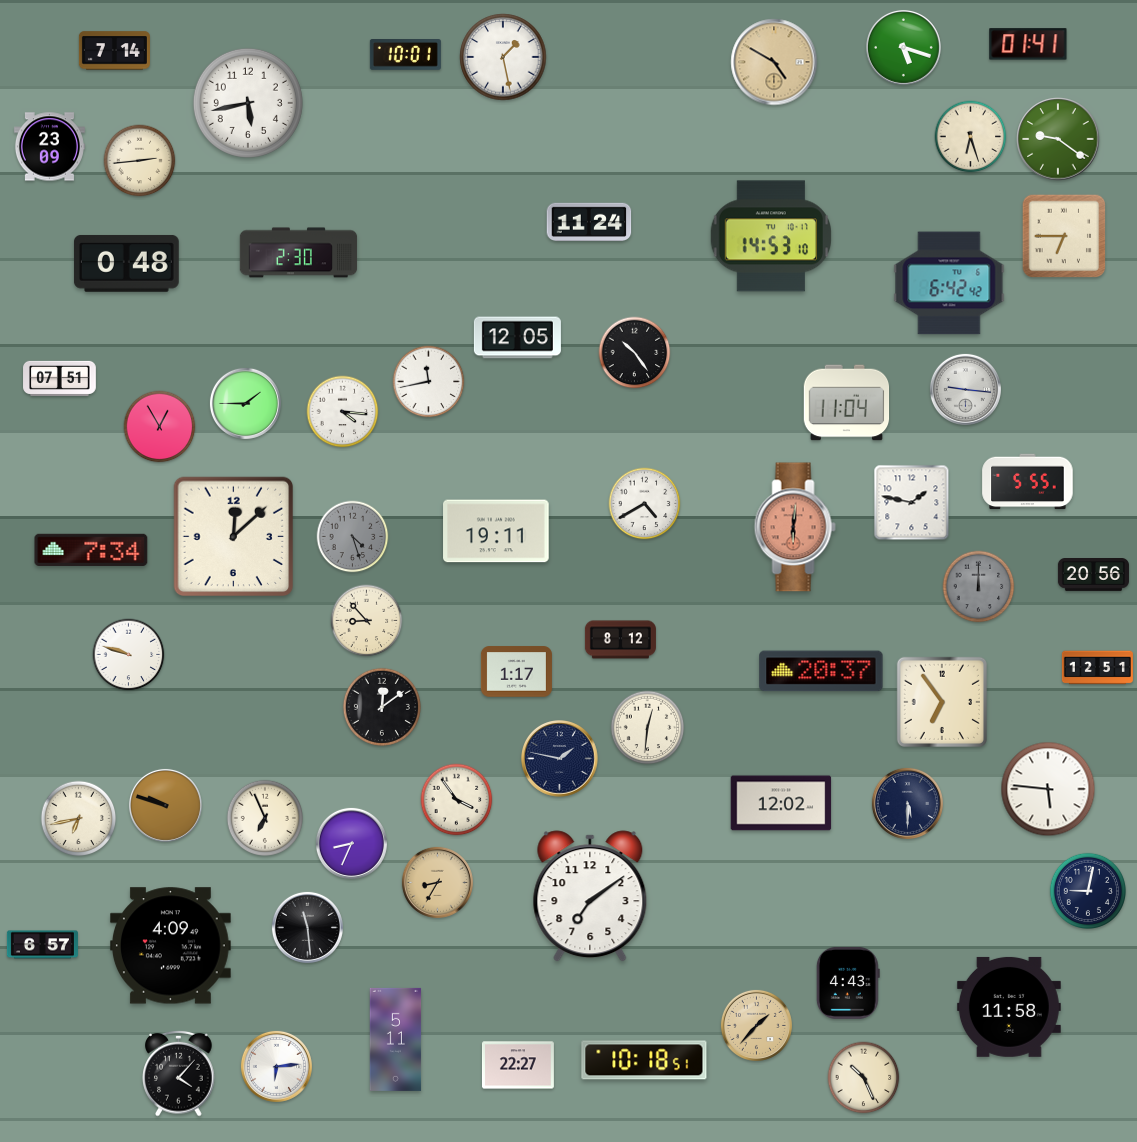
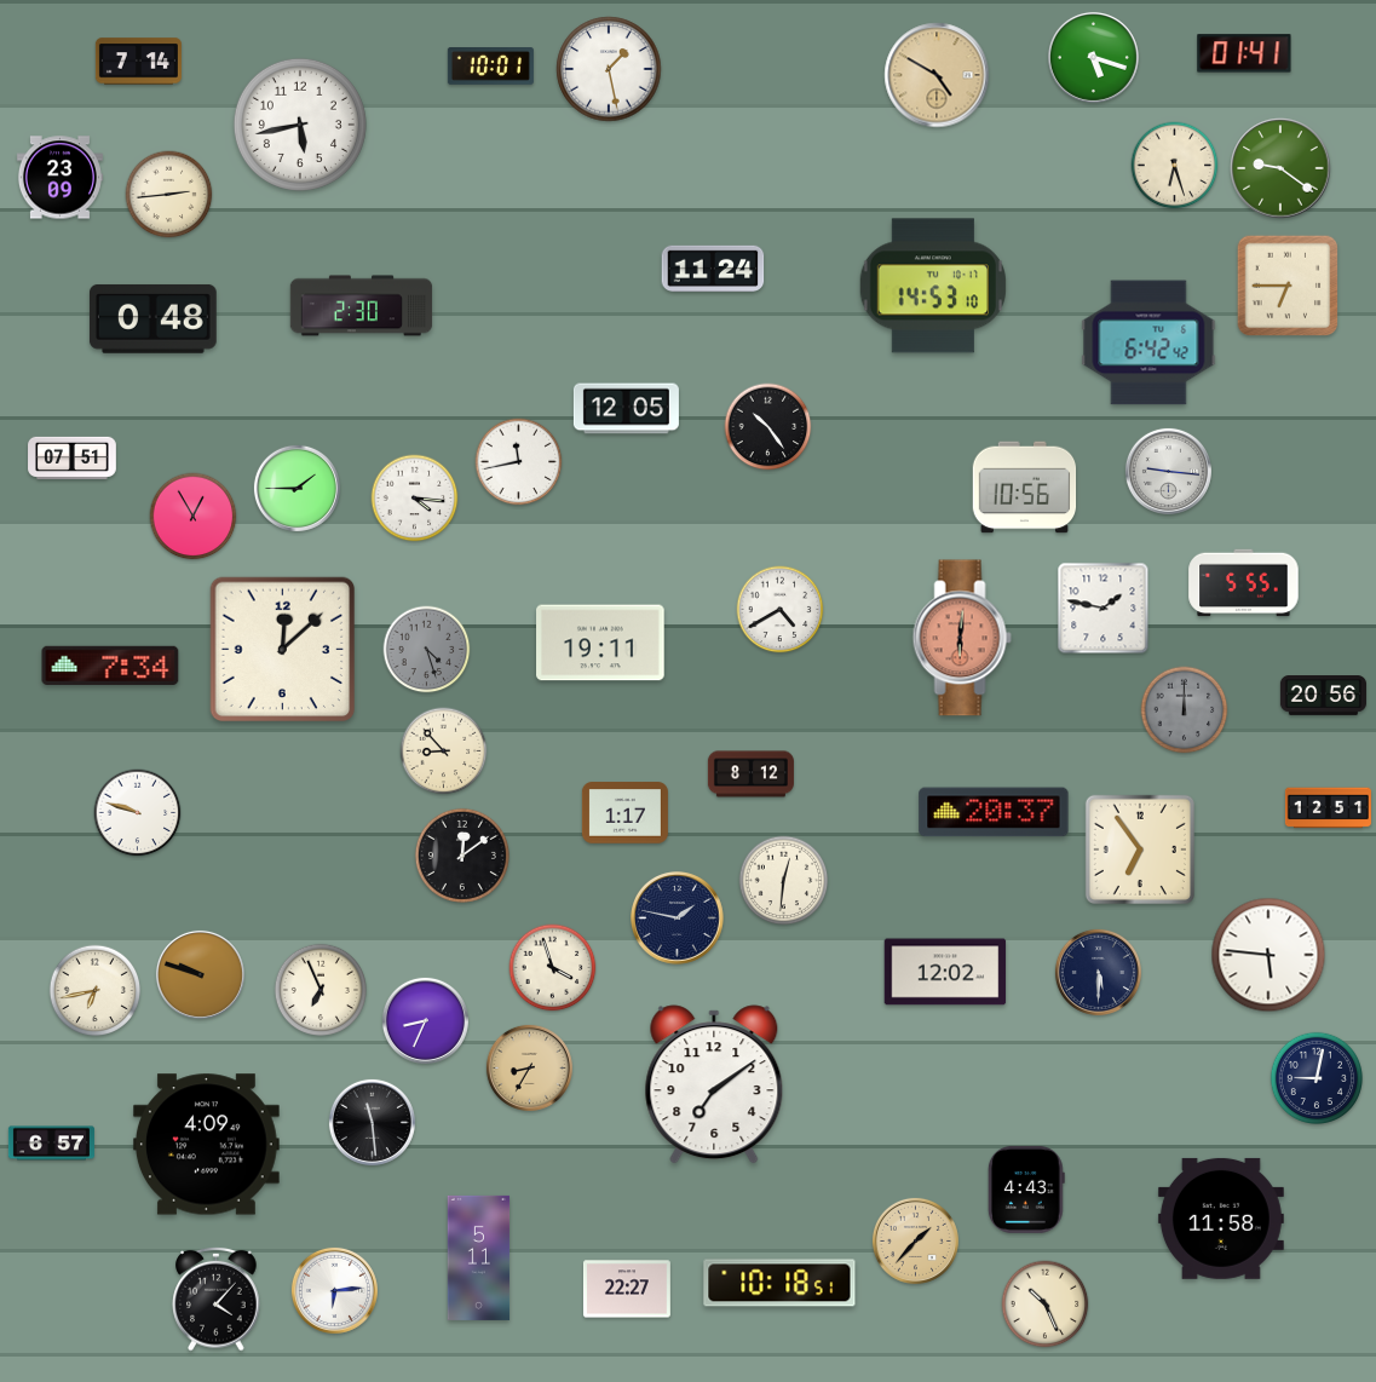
clock at (847, 403): 11:04 -> 10:56
clock at (129, 655) position: (129, 655) -> (138, 813)
clock at (457, 800): 3:54 -> 3:57
